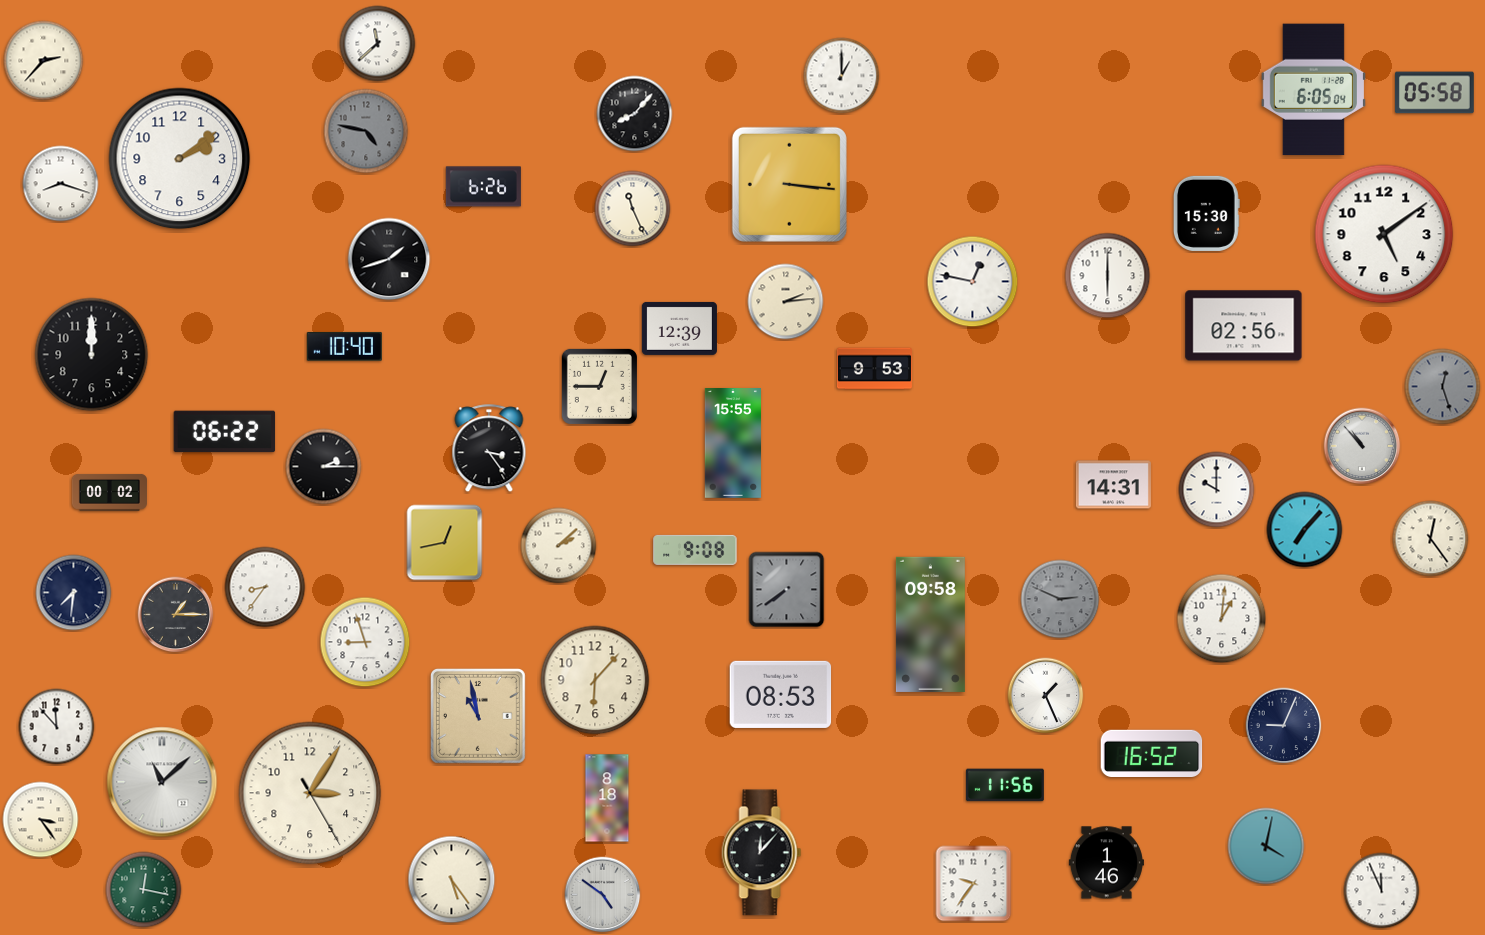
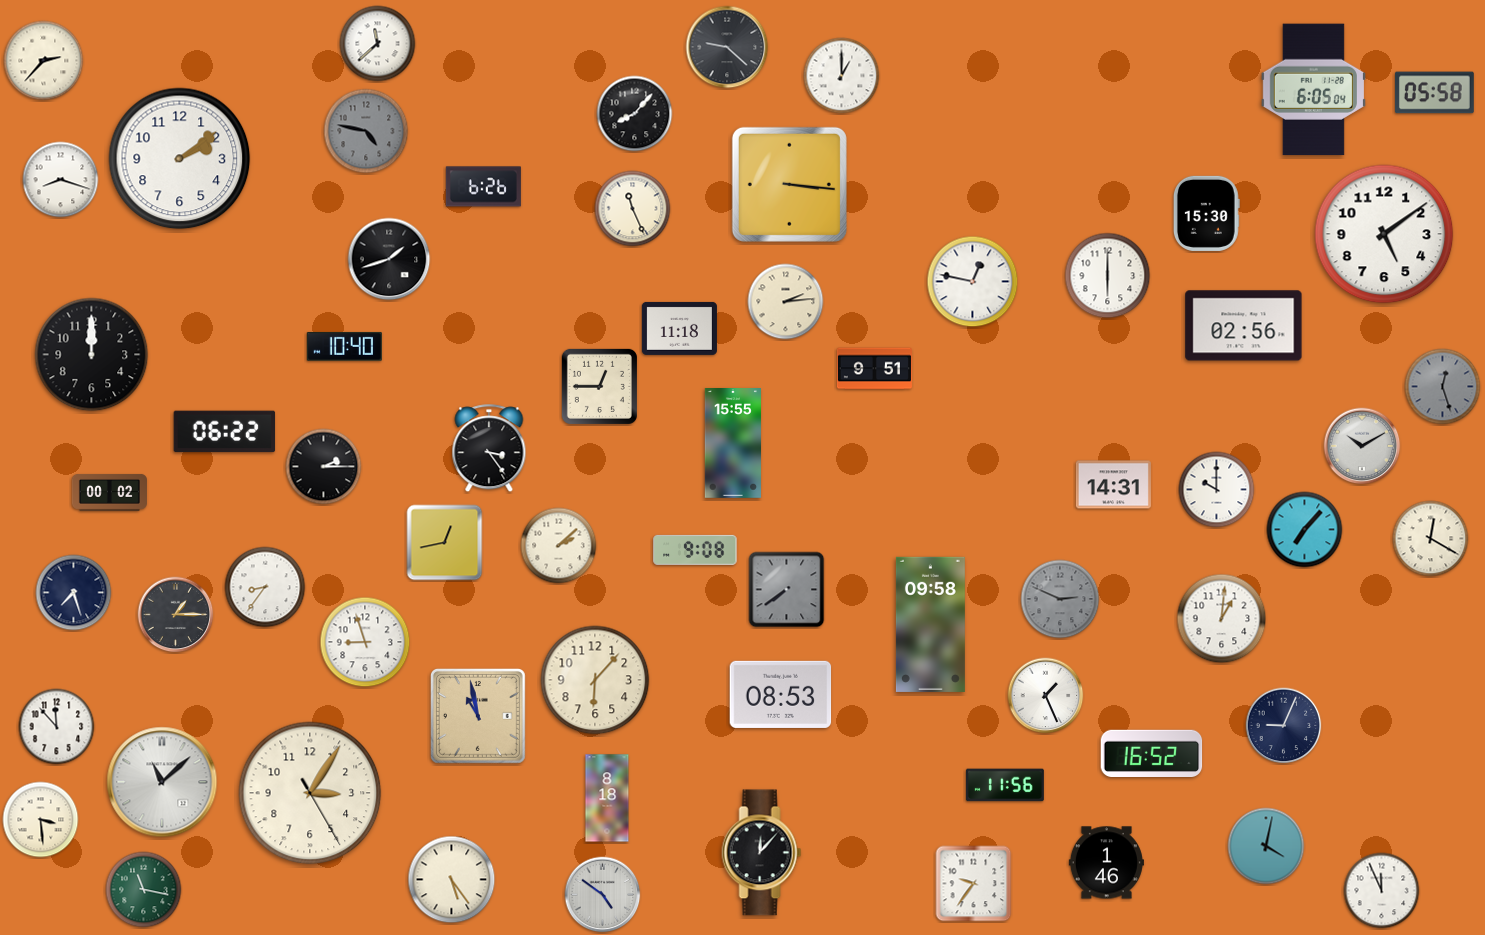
clock at (727, 47): none -> 9:22
clock at (61, 184) position: (61, 184) -> (61, 180)
clock at (679, 328): 12:39 -> 11:18
clock at (874, 369): 9:53 -> 9:51
clock at (1362, 446): 10:53 -> 10:10
clock at (1431, 539): 12:24 -> 12:20
clock at (74, 593): 7:31 -> 7:27
clock at (41, 820): 3:24 -> 3:29
clock at (144, 890): 12:17 -> 11:17
